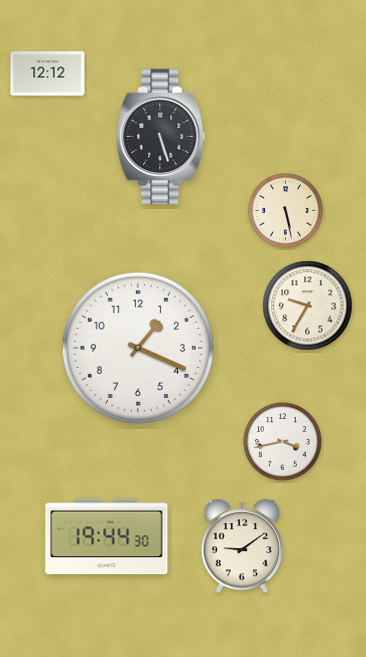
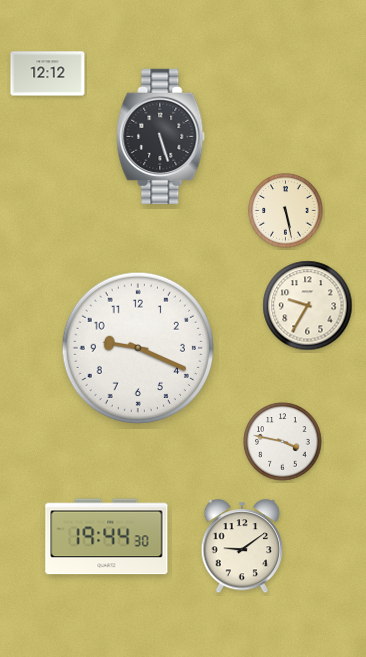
clock at (137, 347): 1:19 -> 9:19
clock at (283, 442): 3:43 -> 3:47
